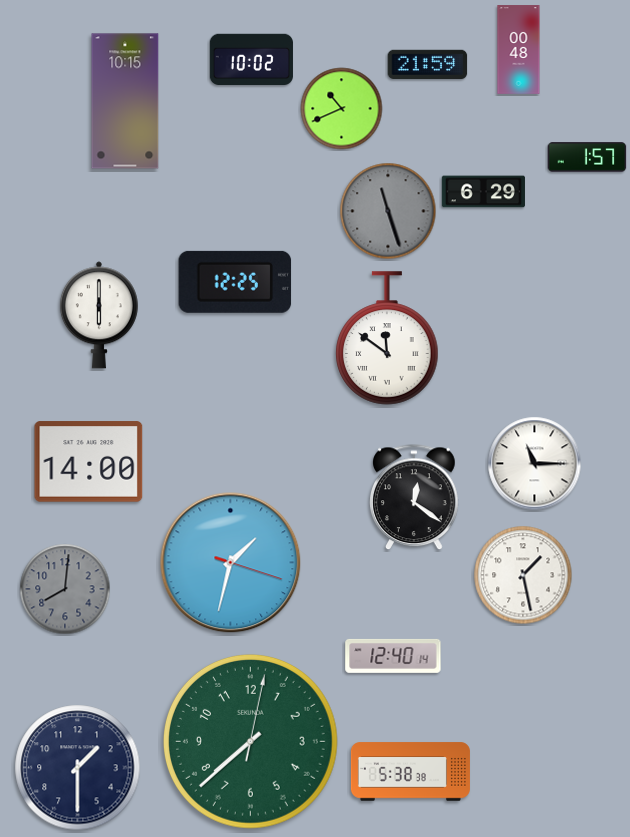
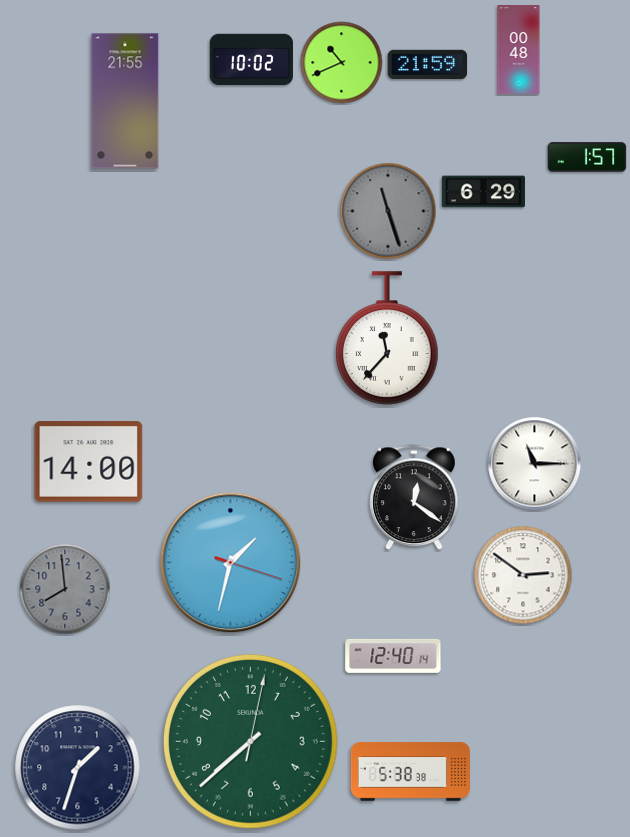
clock at (125, 101): 10:15 -> 21:55
clock at (342, 109) position: (342, 109) -> (342, 63)
clock at (235, 282): 12:25 -> none
clock at (99, 315): 6:00 -> none
clock at (387, 338): 11:51 -> 11:37
clock at (523, 575): 1:28 -> 2:51
clock at (65, 589): 8:01 -> 7:59
clock at (78, 768): 1:30 -> 1:33
